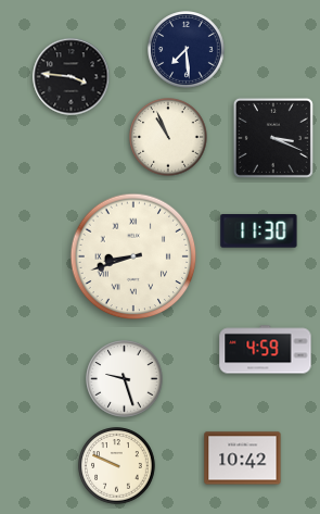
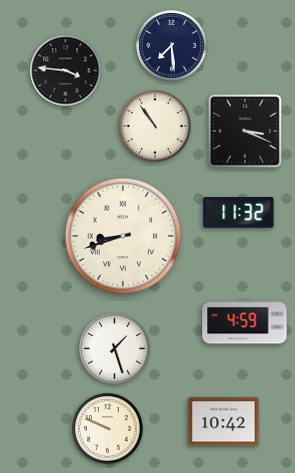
clock at (168, 137): 10:56 -> 10:54
clock at (273, 138) position: (273, 138) -> (245, 131)
clock at (259, 231): 11:30 -> 11:32
clock at (125, 379): 9:27 -> 1:27
